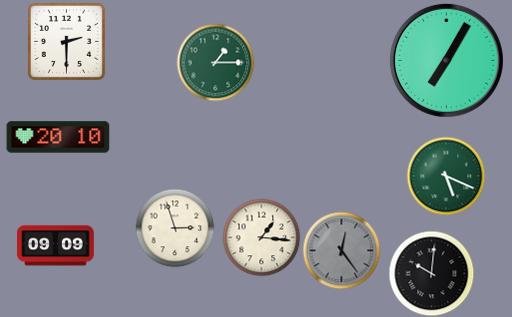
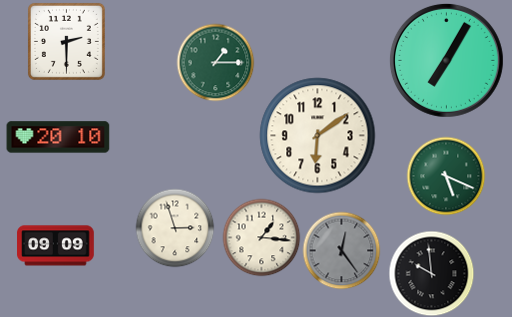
clock at (318, 136): none -> 6:09
clock at (431, 273): 10:01 -> 9:59
